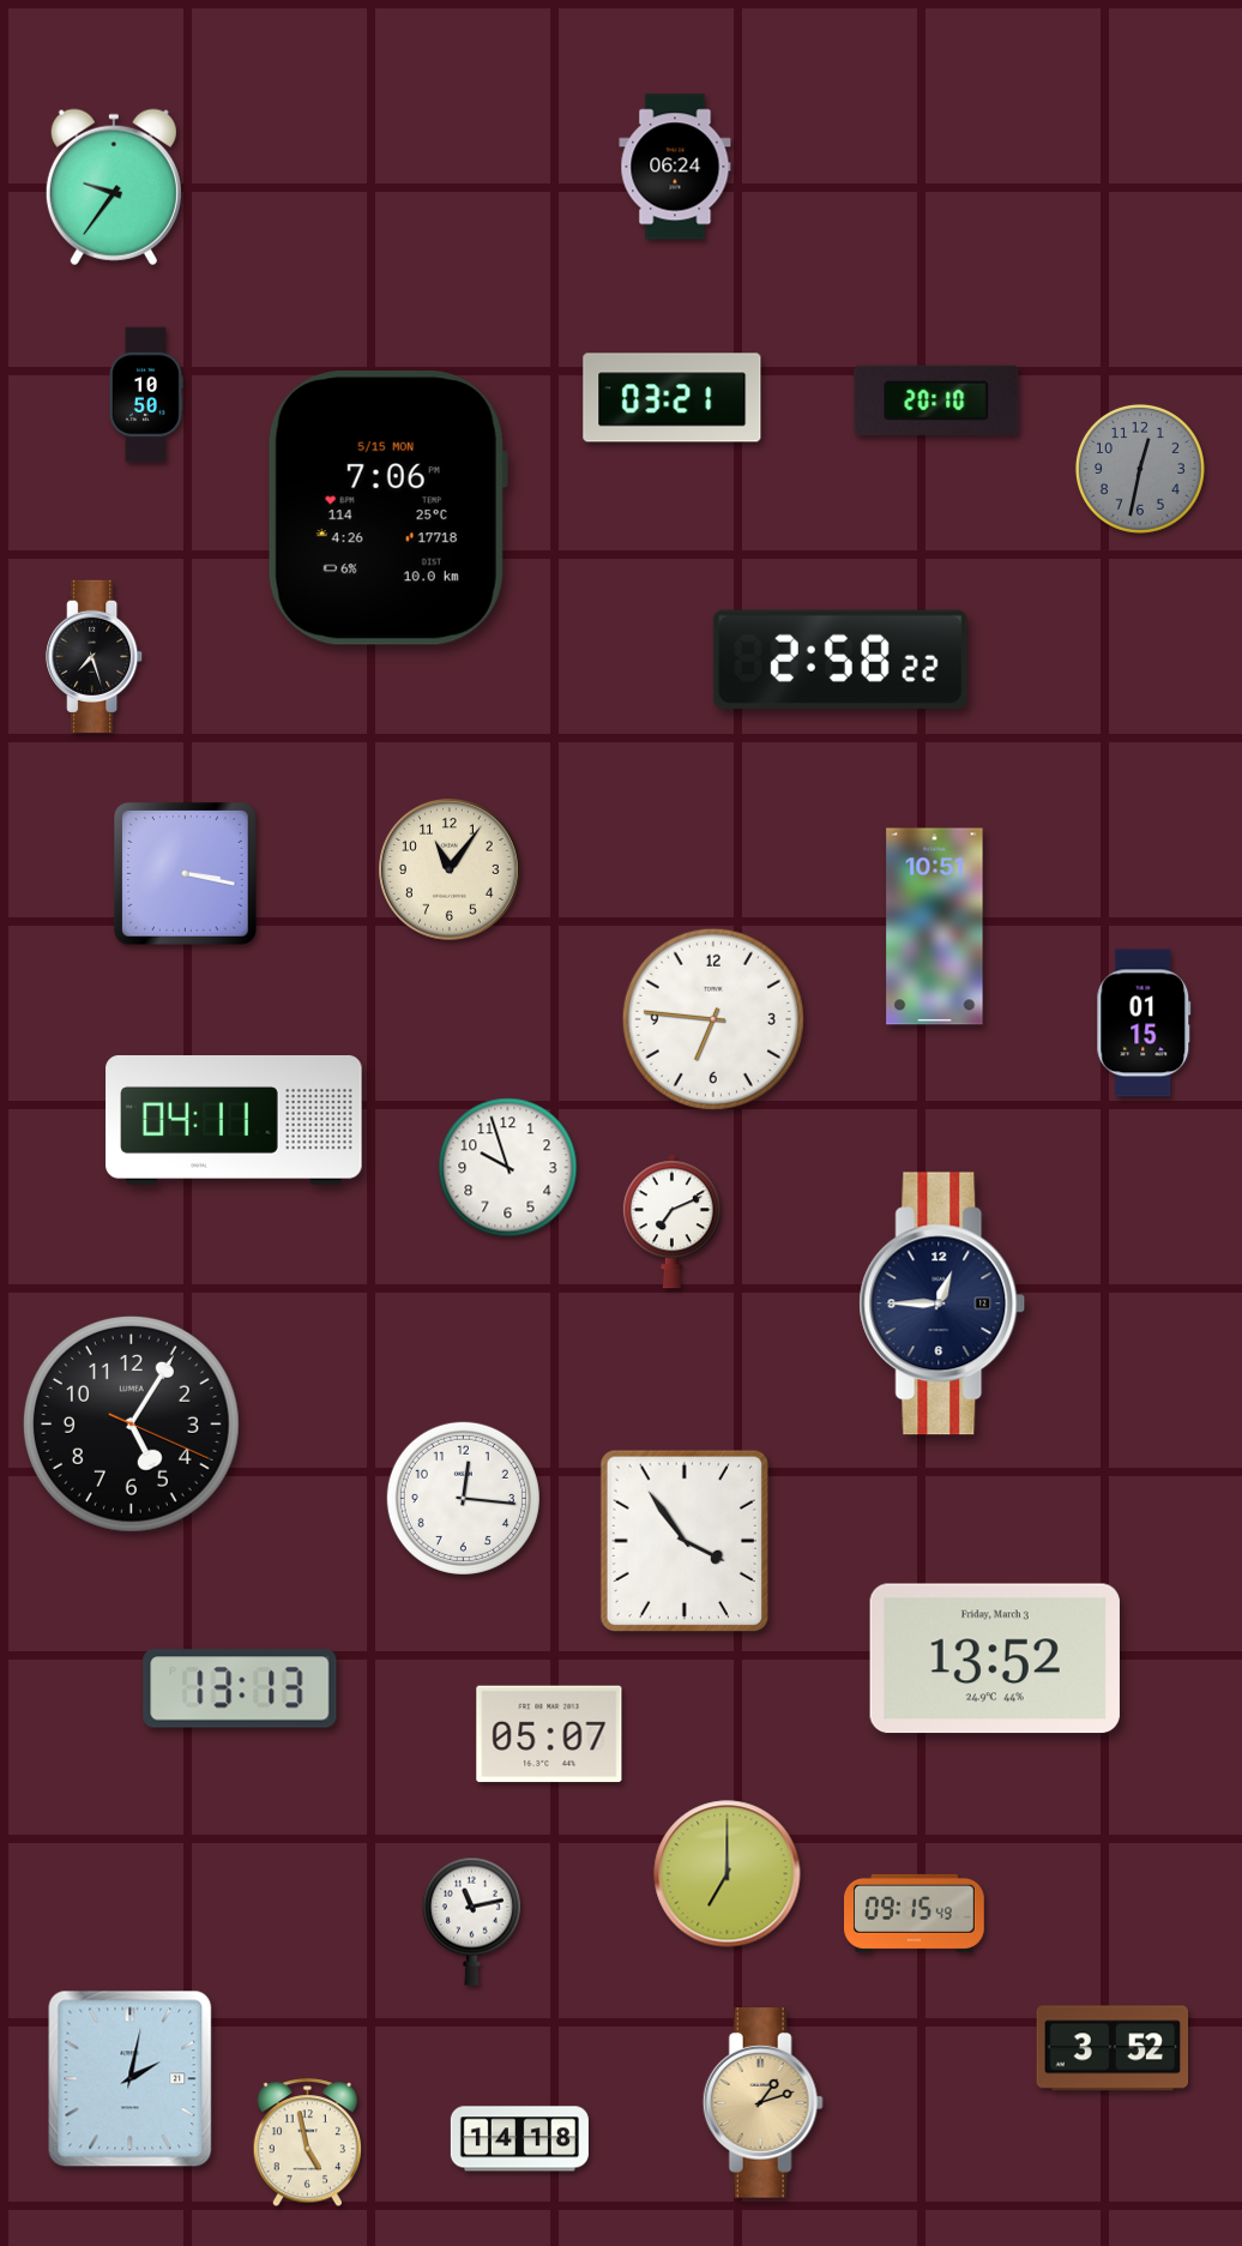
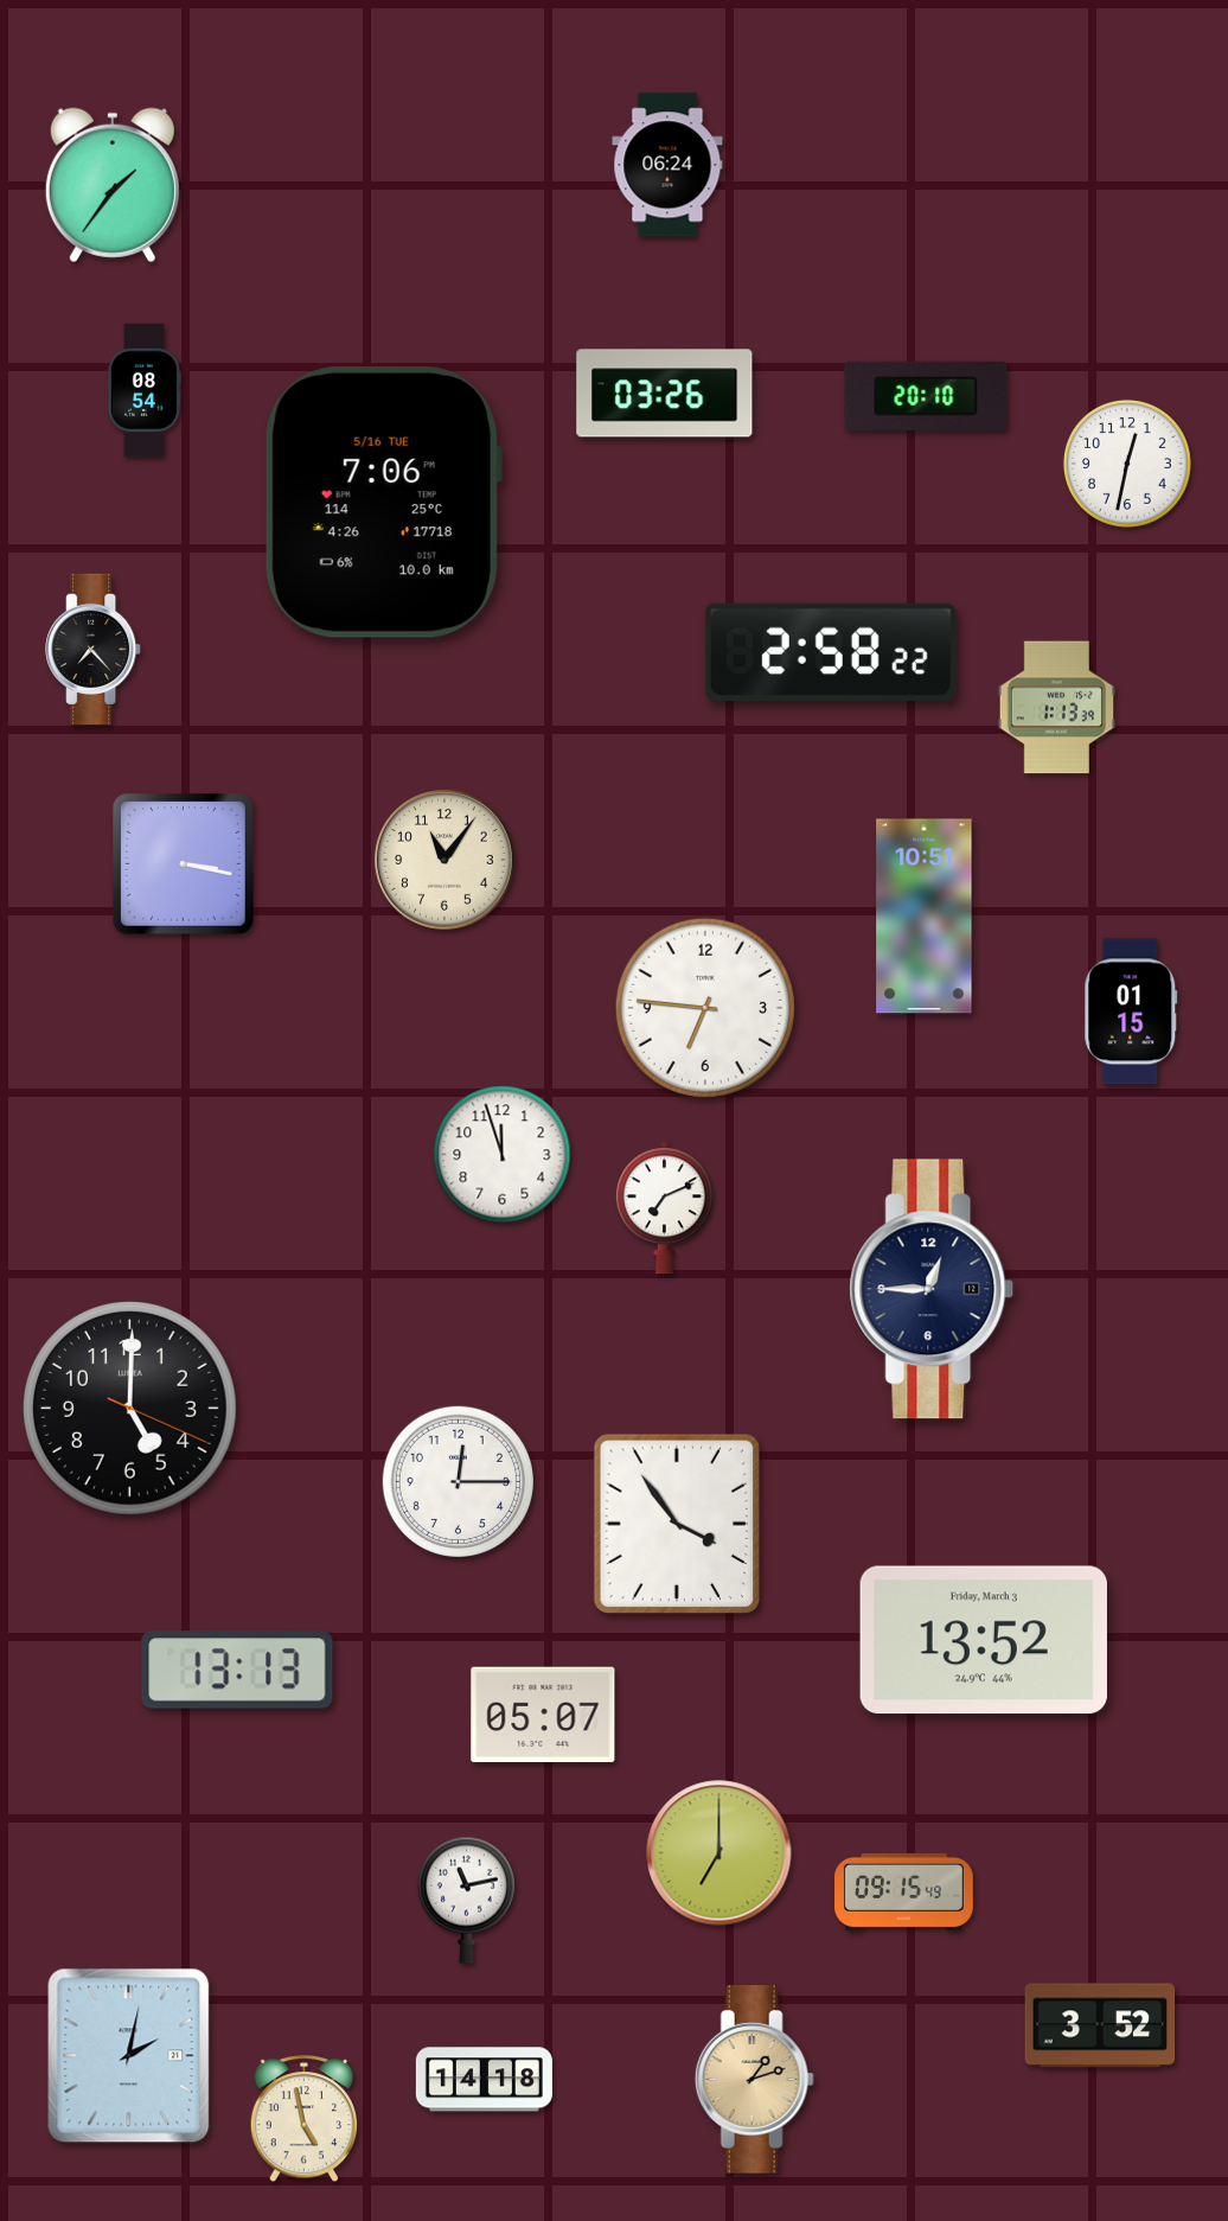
clock at (114, 187): 9:36 -> 1:36
clock at (145, 395): 10:50 -> 08:54
clock at (673, 398): 03:21 -> 03:26
clock at (1140, 469) dial: grey -> white
clock at (387, 508) date: 5/15 MON -> 5/16 TUE
clock at (95, 656): 7:27 -> 7:23
clock at (1057, 708): none -> 1:13
clock at (234, 1120): 04:11 -> none
clock at (508, 1168): 9:57 -> 11:57
clock at (131, 1423): 5:05 -> 5:00
clock at (463, 1498): 12:16 -> 12:15
clock at (519, 2139) position: (519, 2139) -> (484, 2080)
